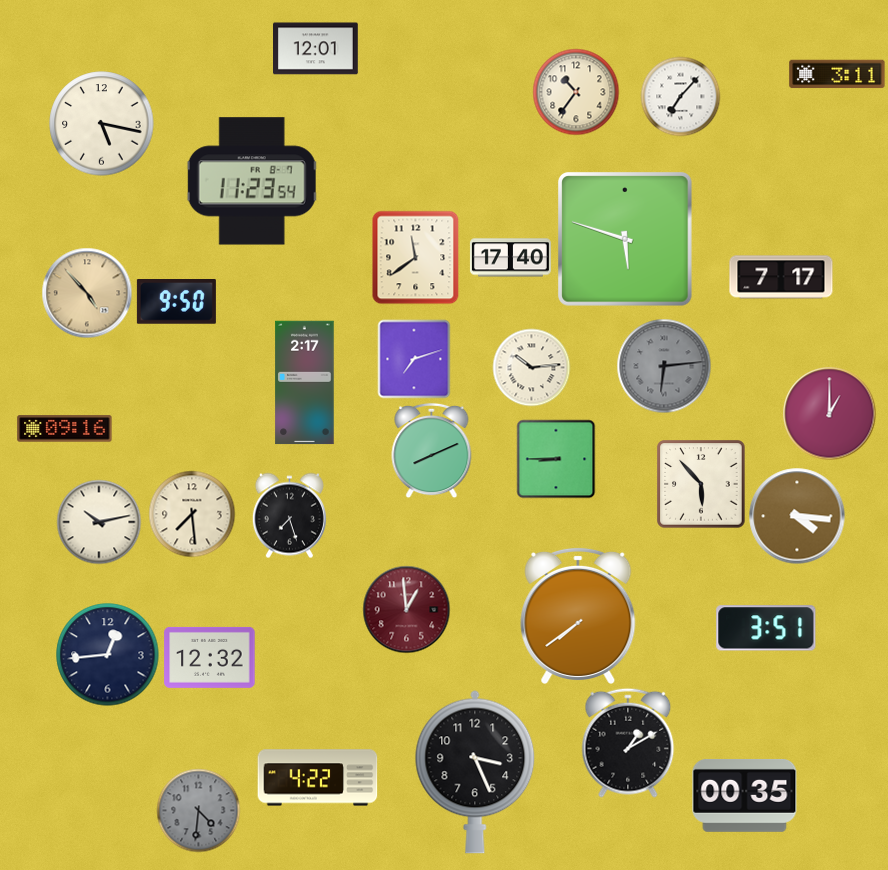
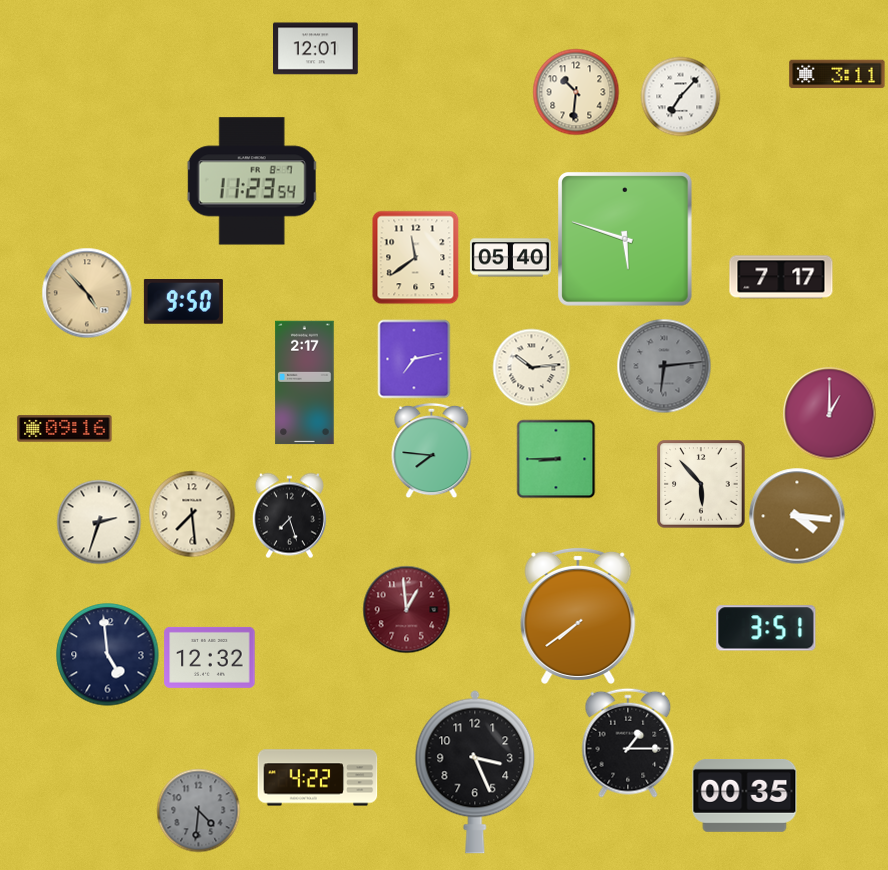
clock at (576, 92): 10:36 -> 10:31
clock at (102, 124): 5:17 -> none
clock at (510, 258): 17:40 -> 05:40
clock at (176, 302) position: (176, 302) -> (183, 302)
clock at (414, 359): 7:12 -> 7:13
clock at (432, 450): 8:11 -> 7:46
clock at (99, 522): 10:13 -> 2:33
clock at (108, 655): 12:44 -> 4:59
clock at (628, 743): 1:10 -> 1:15
